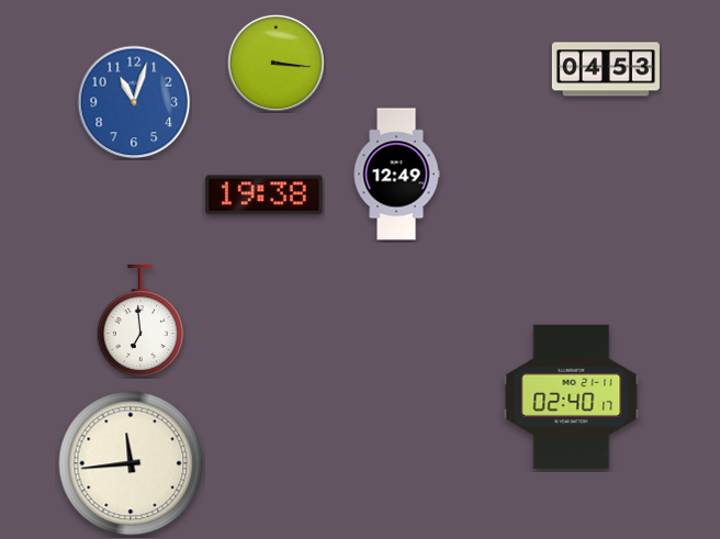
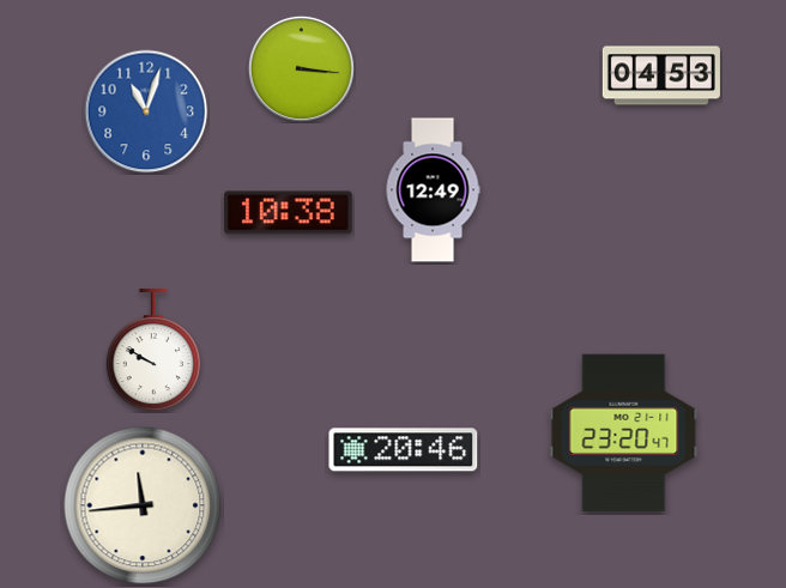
clock at (265, 195): 19:38 -> 10:38
clock at (140, 321): 6:59 -> 9:50
clock at (572, 397): 02:40 -> 23:20
clock at (404, 450): none -> 20:46
